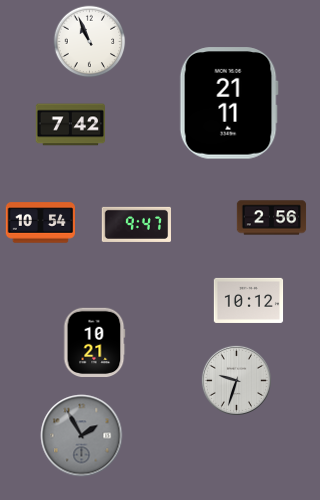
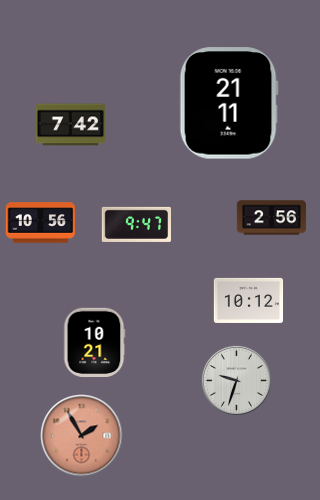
clock at (90, 42): 10:56 -> none
clock at (40, 223): 10:54 -> 10:56
clock at (82, 436) dial: grey -> salmon
